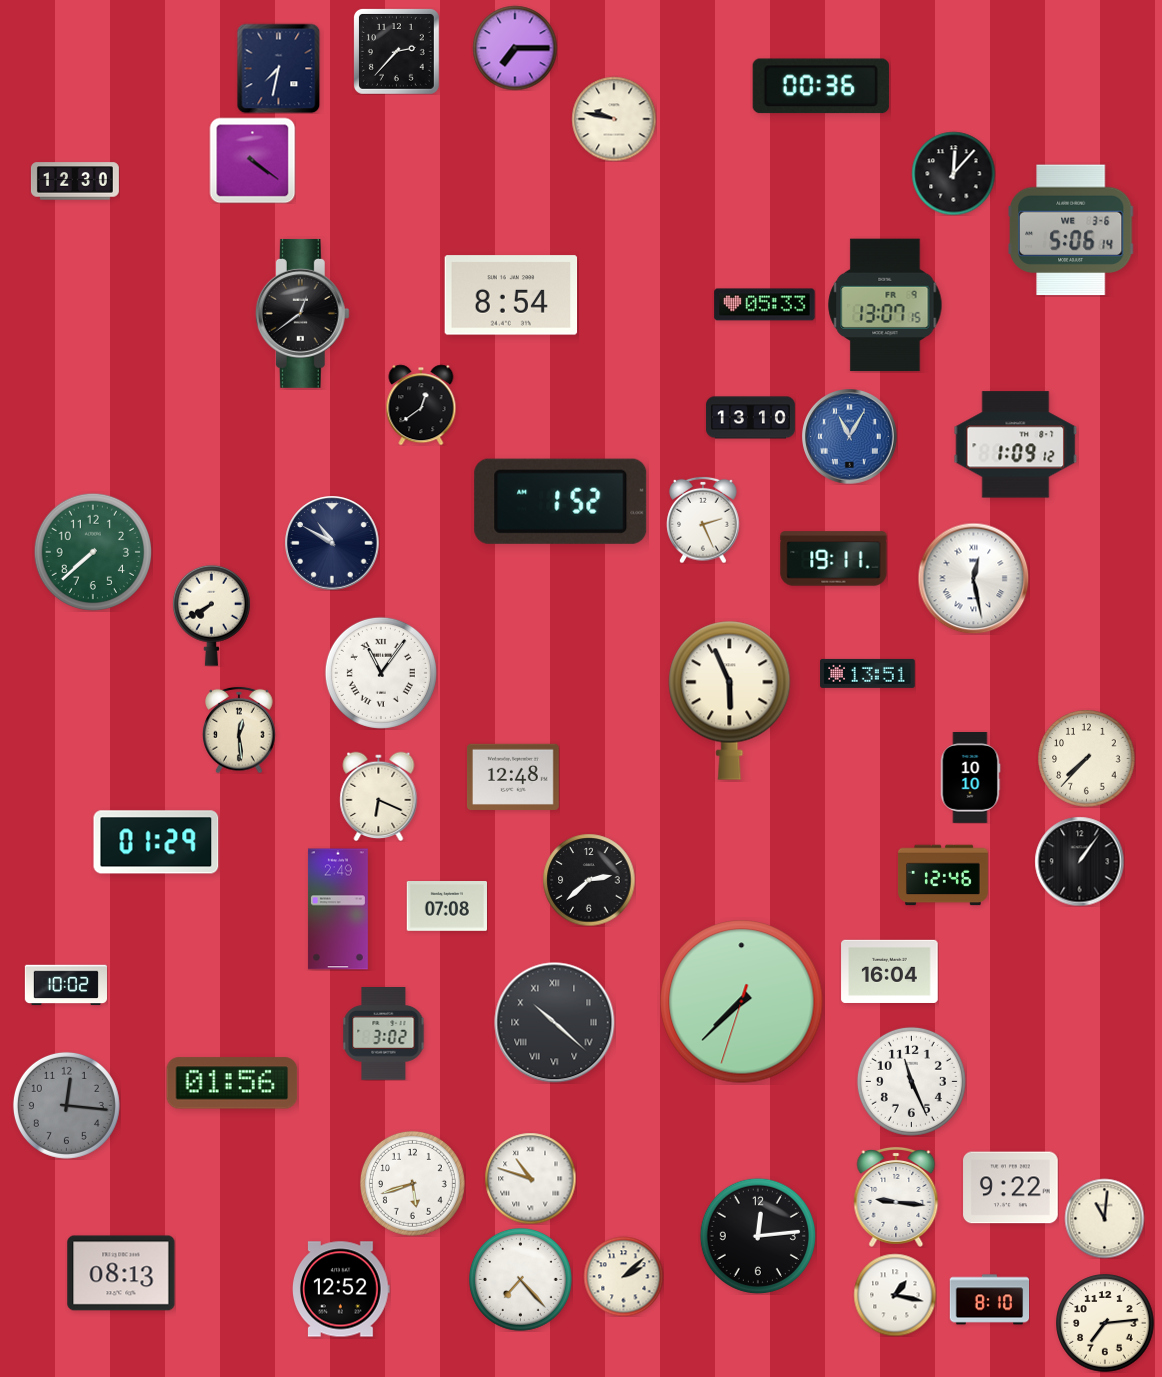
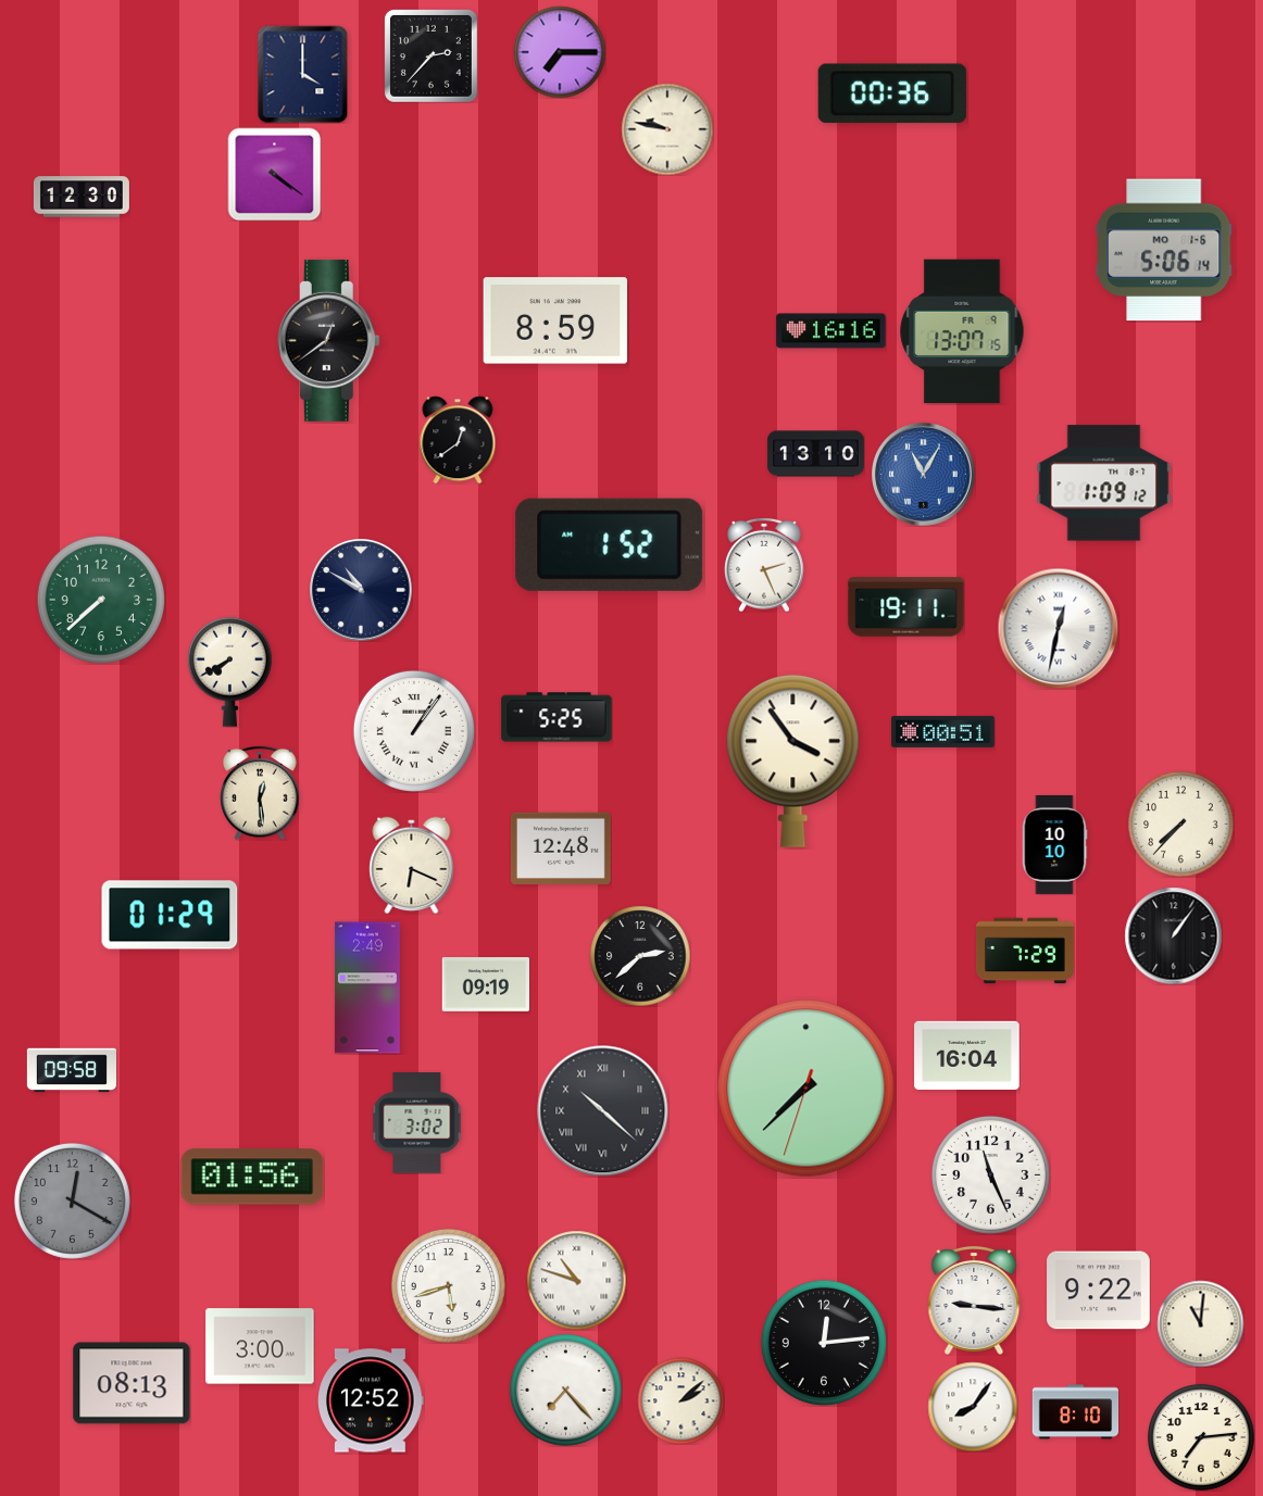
clock at (279, 68): 7:32 -> 4:00
clock at (953, 173): 12:07 -> none
clock at (1071, 230) date: WE 3-6 -> MO 1-6
clock at (511, 295): 8:54 -> 8:59
clock at (765, 305): 05:33 -> 16:16
clock at (973, 578): 12:28 -> 12:32
clock at (212, 615) position: (212, 615) -> (230, 671)
clock at (557, 717): none -> 5:25
clock at (381, 673): 11:06 -> 1:06
clock at (868, 673): 13:51 -> 00:51
clock at (730, 700): 5:56 -> 3:54
clock at (513, 777) position: (513, 777) -> (561, 848)
clock at (943, 875): 12:46 -> 7:29
clock at (446, 907): 07:08 -> 09:19
clock at (65, 985): 10:02 -> 09:58
clock at (66, 1105): 12:16 -> 12:20
clock at (260, 1346): none -> 3:00
clock at (623, 1276) position: (623, 1276) -> (680, 1400)
clock at (895, 1295): 1:17 -> 8:06
